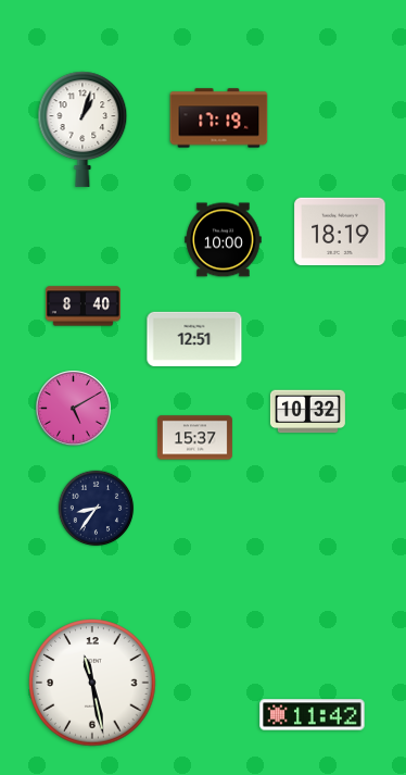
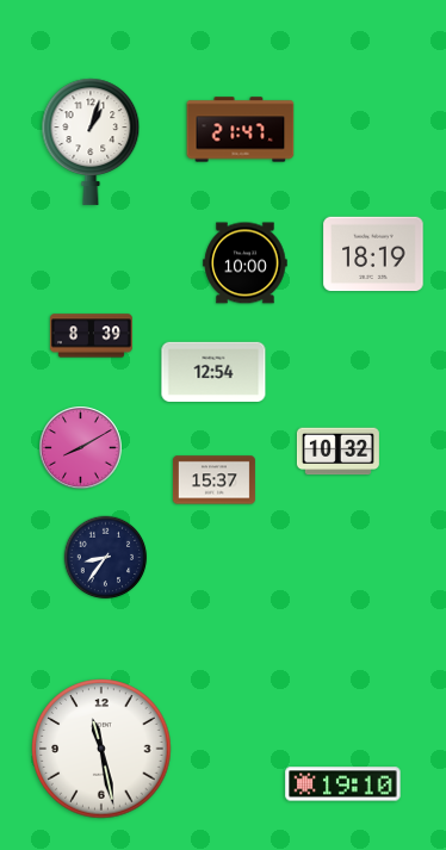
clock at (219, 118): 17:19 -> 21:47
clock at (83, 307): 8:40 -> 8:39
clock at (194, 339): 12:51 -> 12:54
clock at (74, 409): 5:10 -> 8:10
clock at (313, 715): 11:42 -> 19:10
